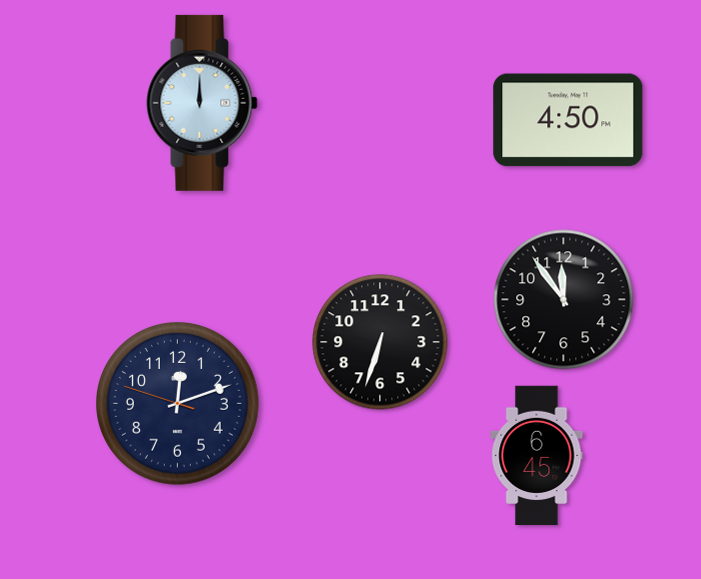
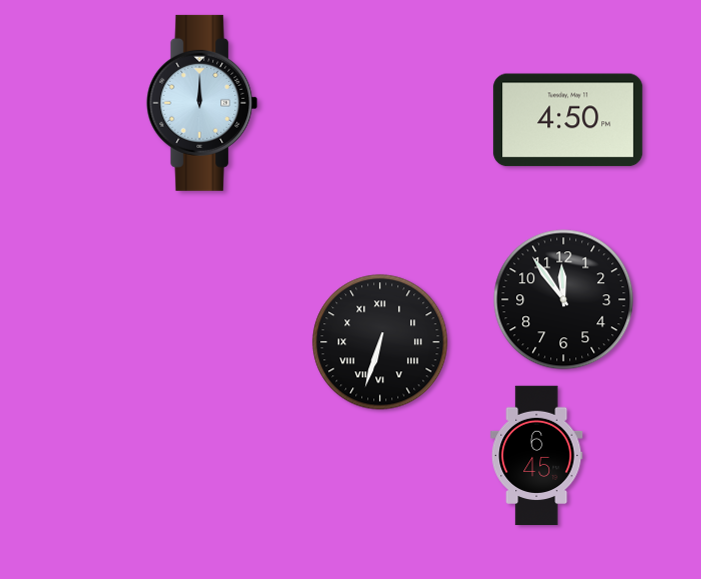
clock at (380, 342) numerals: Arabic -> Roman
clock at (178, 404): 12:11 -> none
